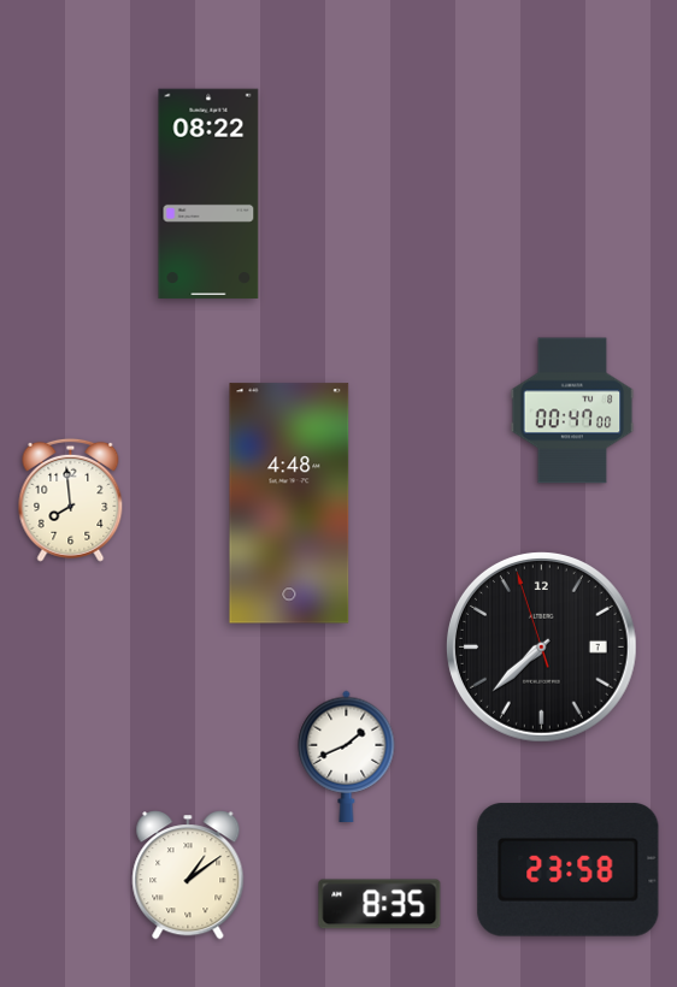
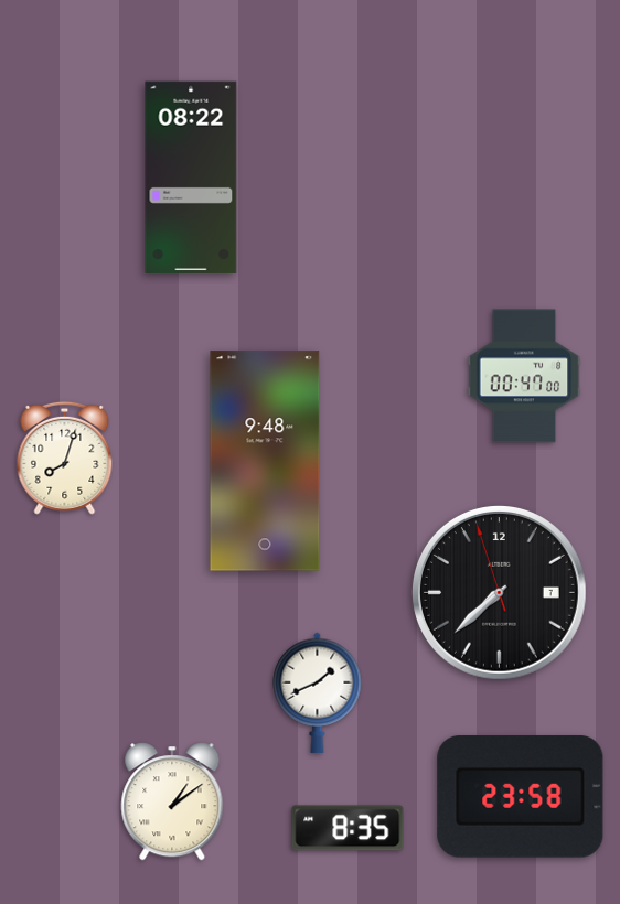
clock at (71, 500): 7:59 -> 8:03
clock at (289, 503): 4:48 -> 9:48
clock at (541, 646) position: (541, 646) -> (499, 592)
